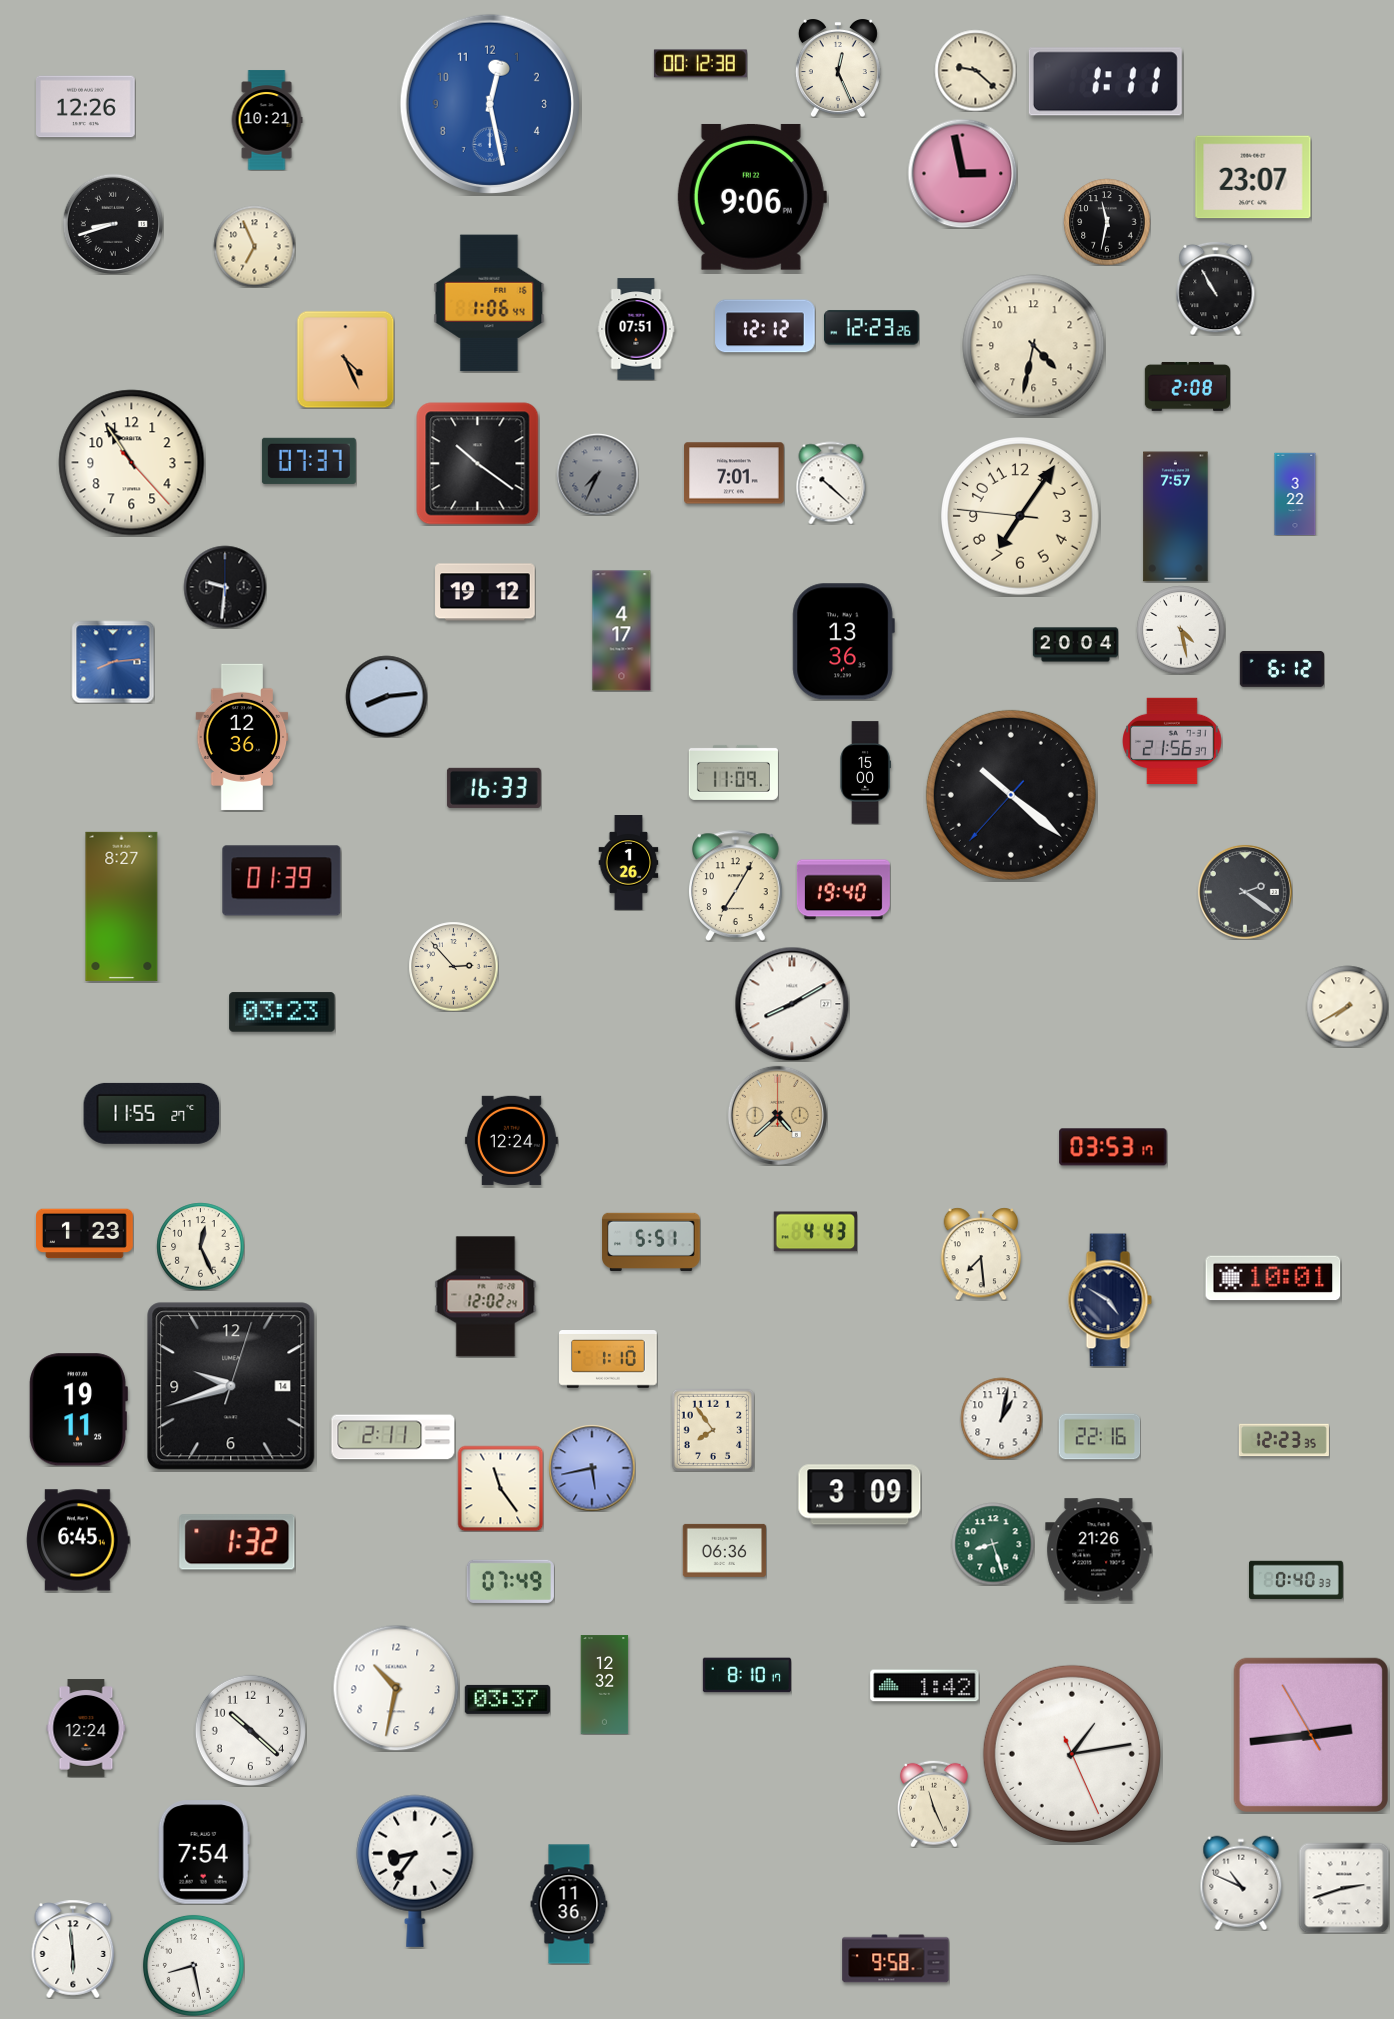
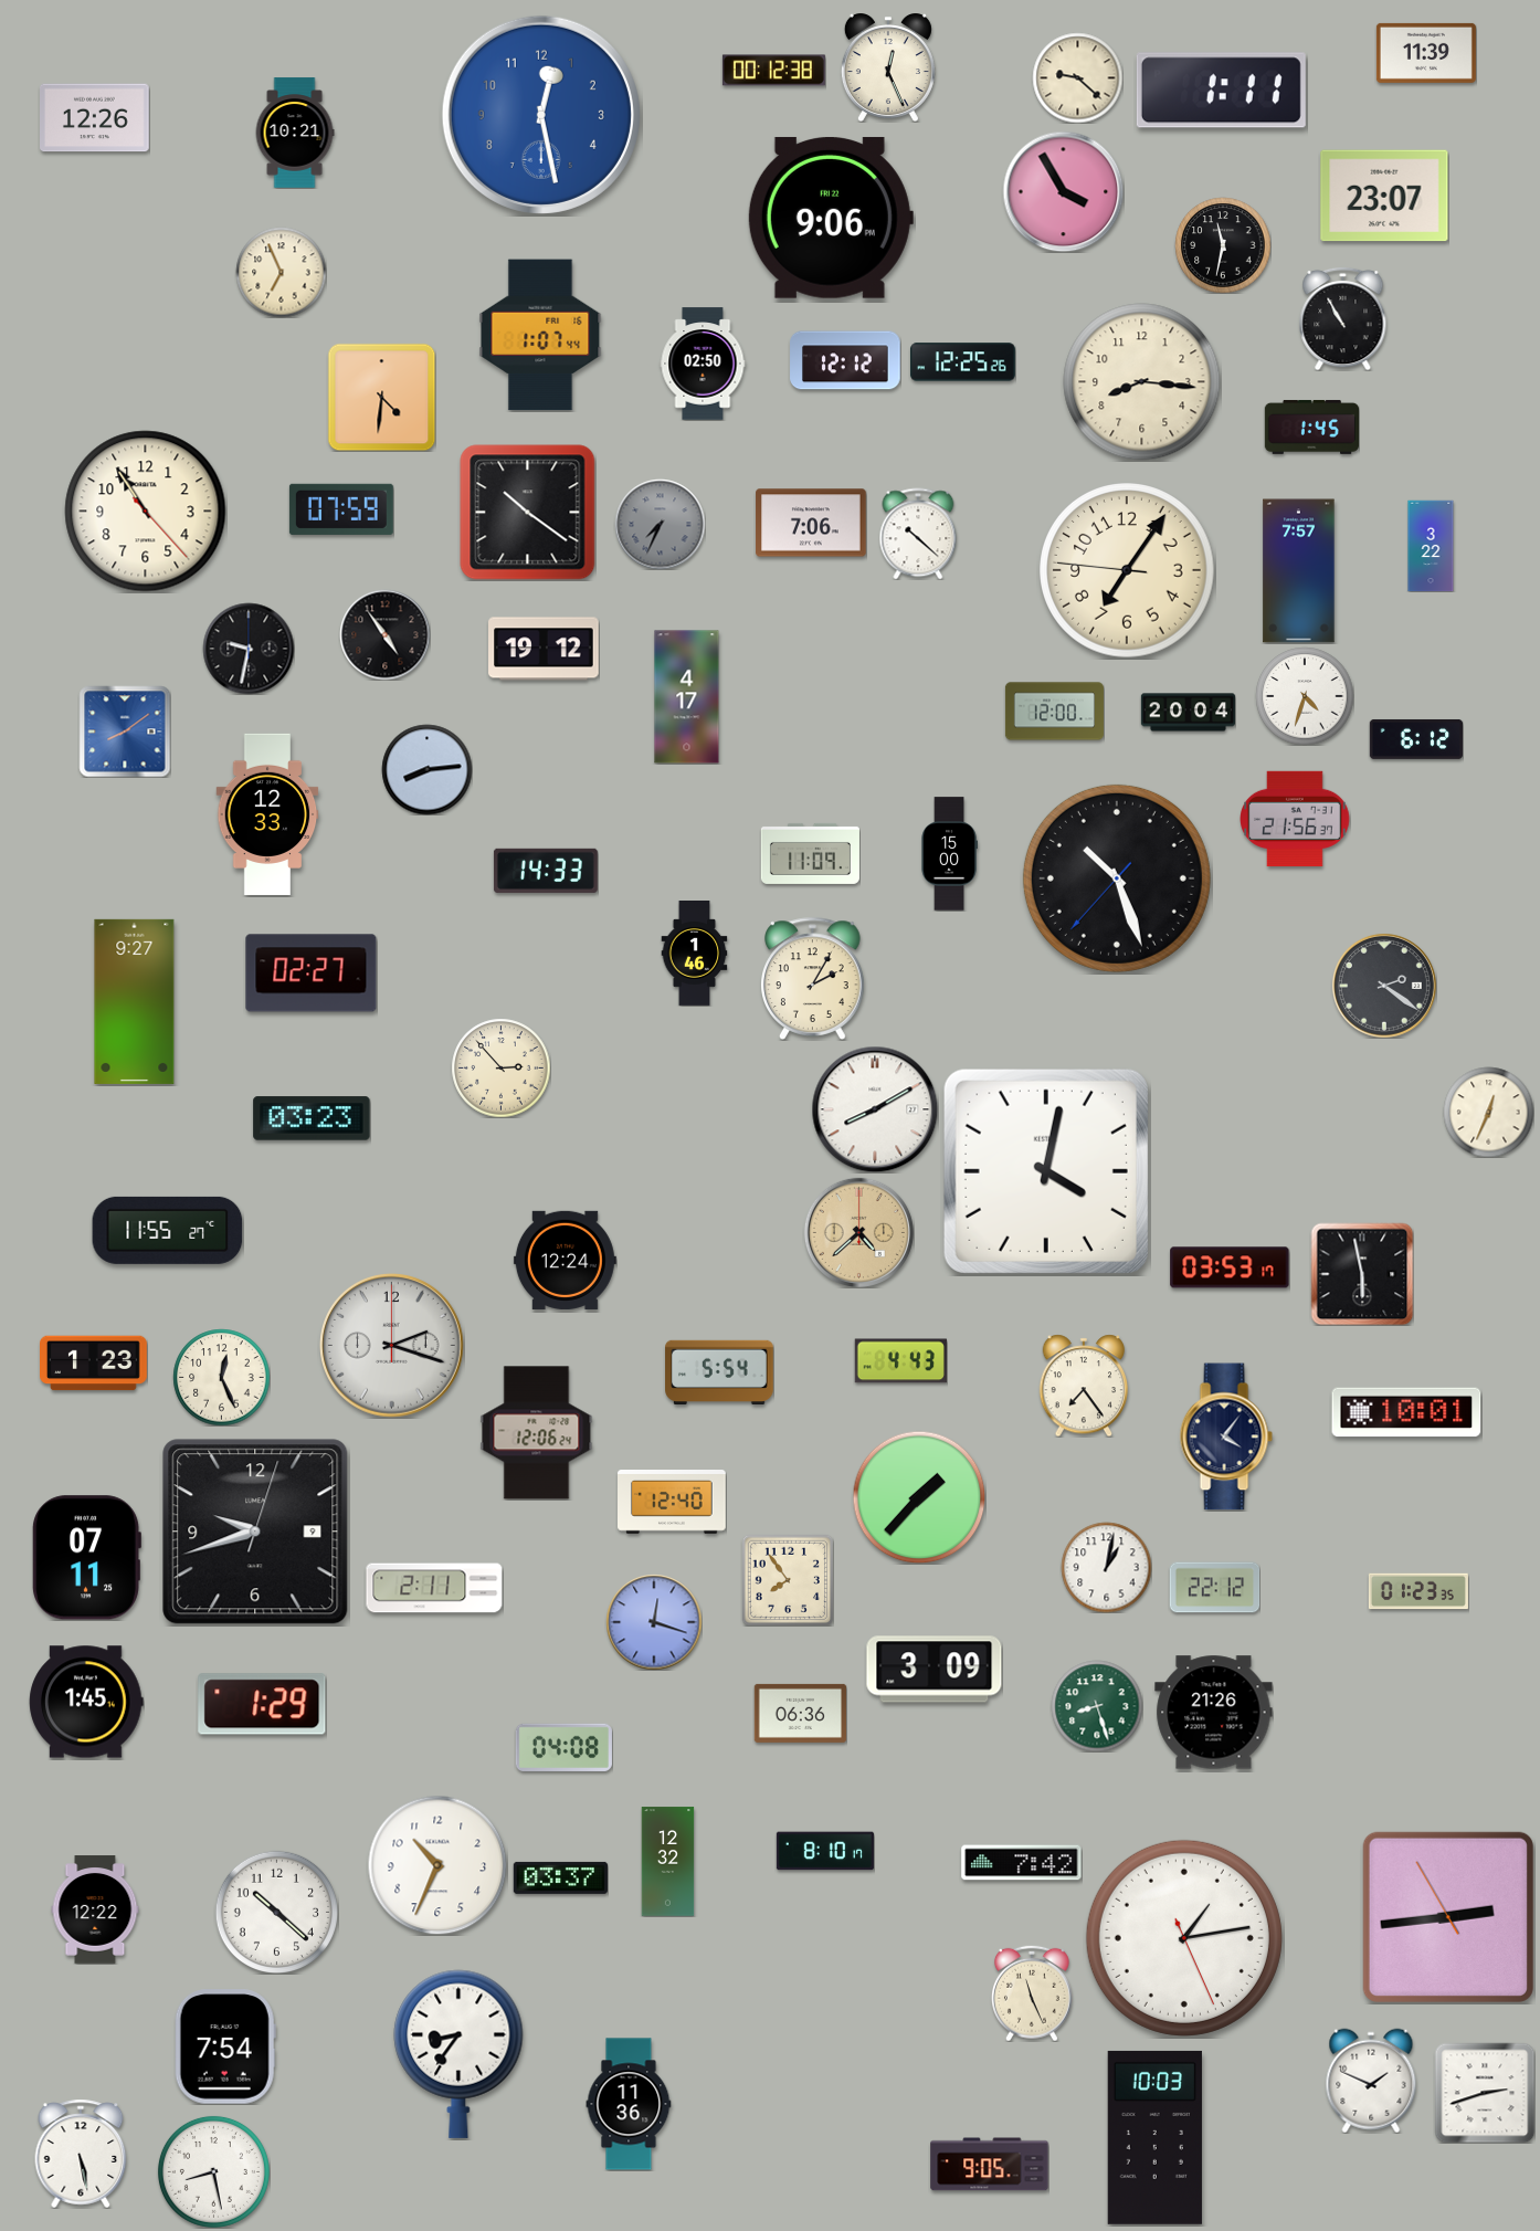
clock at (1426, 53): none -> 11:39
clock at (838, 68) position: (838, 68) -> (888, 67)
clock at (962, 173): 2:58 -> 3:55
clock at (113, 224): 8:42 -> none
clock at (489, 303): 1:06 -> 1:07
clock at (871, 328): 12:23 -> 12:25
clock at (636, 329): 07:51 -> 02:50
clock at (1034, 346): 4:32 -> 8:16
clock at (345, 359): 4:26 -> 4:31
clock at (1187, 386): 2:08 -> 1:45
clock at (309, 461): 07:37 -> 07:59
clock at (734, 473): 7:01 -> 7:06
clock at (384, 634): none -> 4:54
clock at (225, 587): 9:31 -> 9:32
clock at (485, 592) position: (485, 592) -> (544, 649)
clock at (1181, 630): 4:28 -> 4:33
clock at (843, 642): 13:36 -> none
clock at (1054, 712): none -> 12:00
clock at (113, 662): 8:14 -> 8:09
clock at (242, 737): 12:36 -> 12:33
clock at (865, 773) position: (865, 773) -> (949, 854)
clock at (494, 788): 16:33 -> 14:33
clock at (1011, 795): 10:21 -> 10:26
clock at (629, 863): 1:26 -> 1:46
clock at (282, 881): 01:39 -> 02:27
clock at (736, 885): 7:05 -> 2:05
clock at (843, 890): 19:40 -> none
clock at (1245, 892) position: (1245, 892) -> (1384, 986)
clock at (122, 906): 8:27 -> 9:27
clock at (1347, 1006): 7:40 -> 12:34
clock at (1046, 1171): none -> 4:02
clock at (1362, 1274): none -> 5:58
clock at (392, 1346): none -> 2:18
clock at (651, 1241): 5:51 -> 5:54
clock at (981, 1254): 7:29 -> 7:24
clock at (486, 1297): 12:02 -> 12:06
clock at (1110, 1300): 4:50 -> 4:06
clock at (919, 1497): none -> 1:37
clock at (608, 1360): 1:10 -> 12:40
clock at (231, 1386) date: 14 -> 9
clock at (78, 1410): 19:11 -> 07:11
clock at (1099, 1437): 22:16 -> 22:12
clock at (1284, 1440): 12:23 -> 01:23
clock at (592, 1468): 5:43 -> 12:18
clock at (500, 1488): 11:24 -> none
clock at (860, 1495) position: (860, 1495) -> (935, 1670)
clock at (78, 1540): 6:45 -> 1:45
clock at (237, 1542): 1:32 -> 1:29
clock at (1296, 1580): 0:40 -> none
clock at (510, 1581): 07:49 -> 04:08
clock at (925, 1686): 1:42 -> 7:42
clock at (396, 1688): 10:32 -> 10:34
clock at (86, 1728): 12:24 -> 12:22
clock at (415, 1871) position: (415, 1871) -> (458, 2054)
clock at (1241, 1883): 10:49 -> 1:49
clock at (1344, 1888) position: (1344, 1888) -> (1485, 2093)
clock at (1154, 2137): none -> 10:03
clock at (73, 1949): 5:59 -> 5:28
clock at (896, 1959): 9:58 -> 9:05
